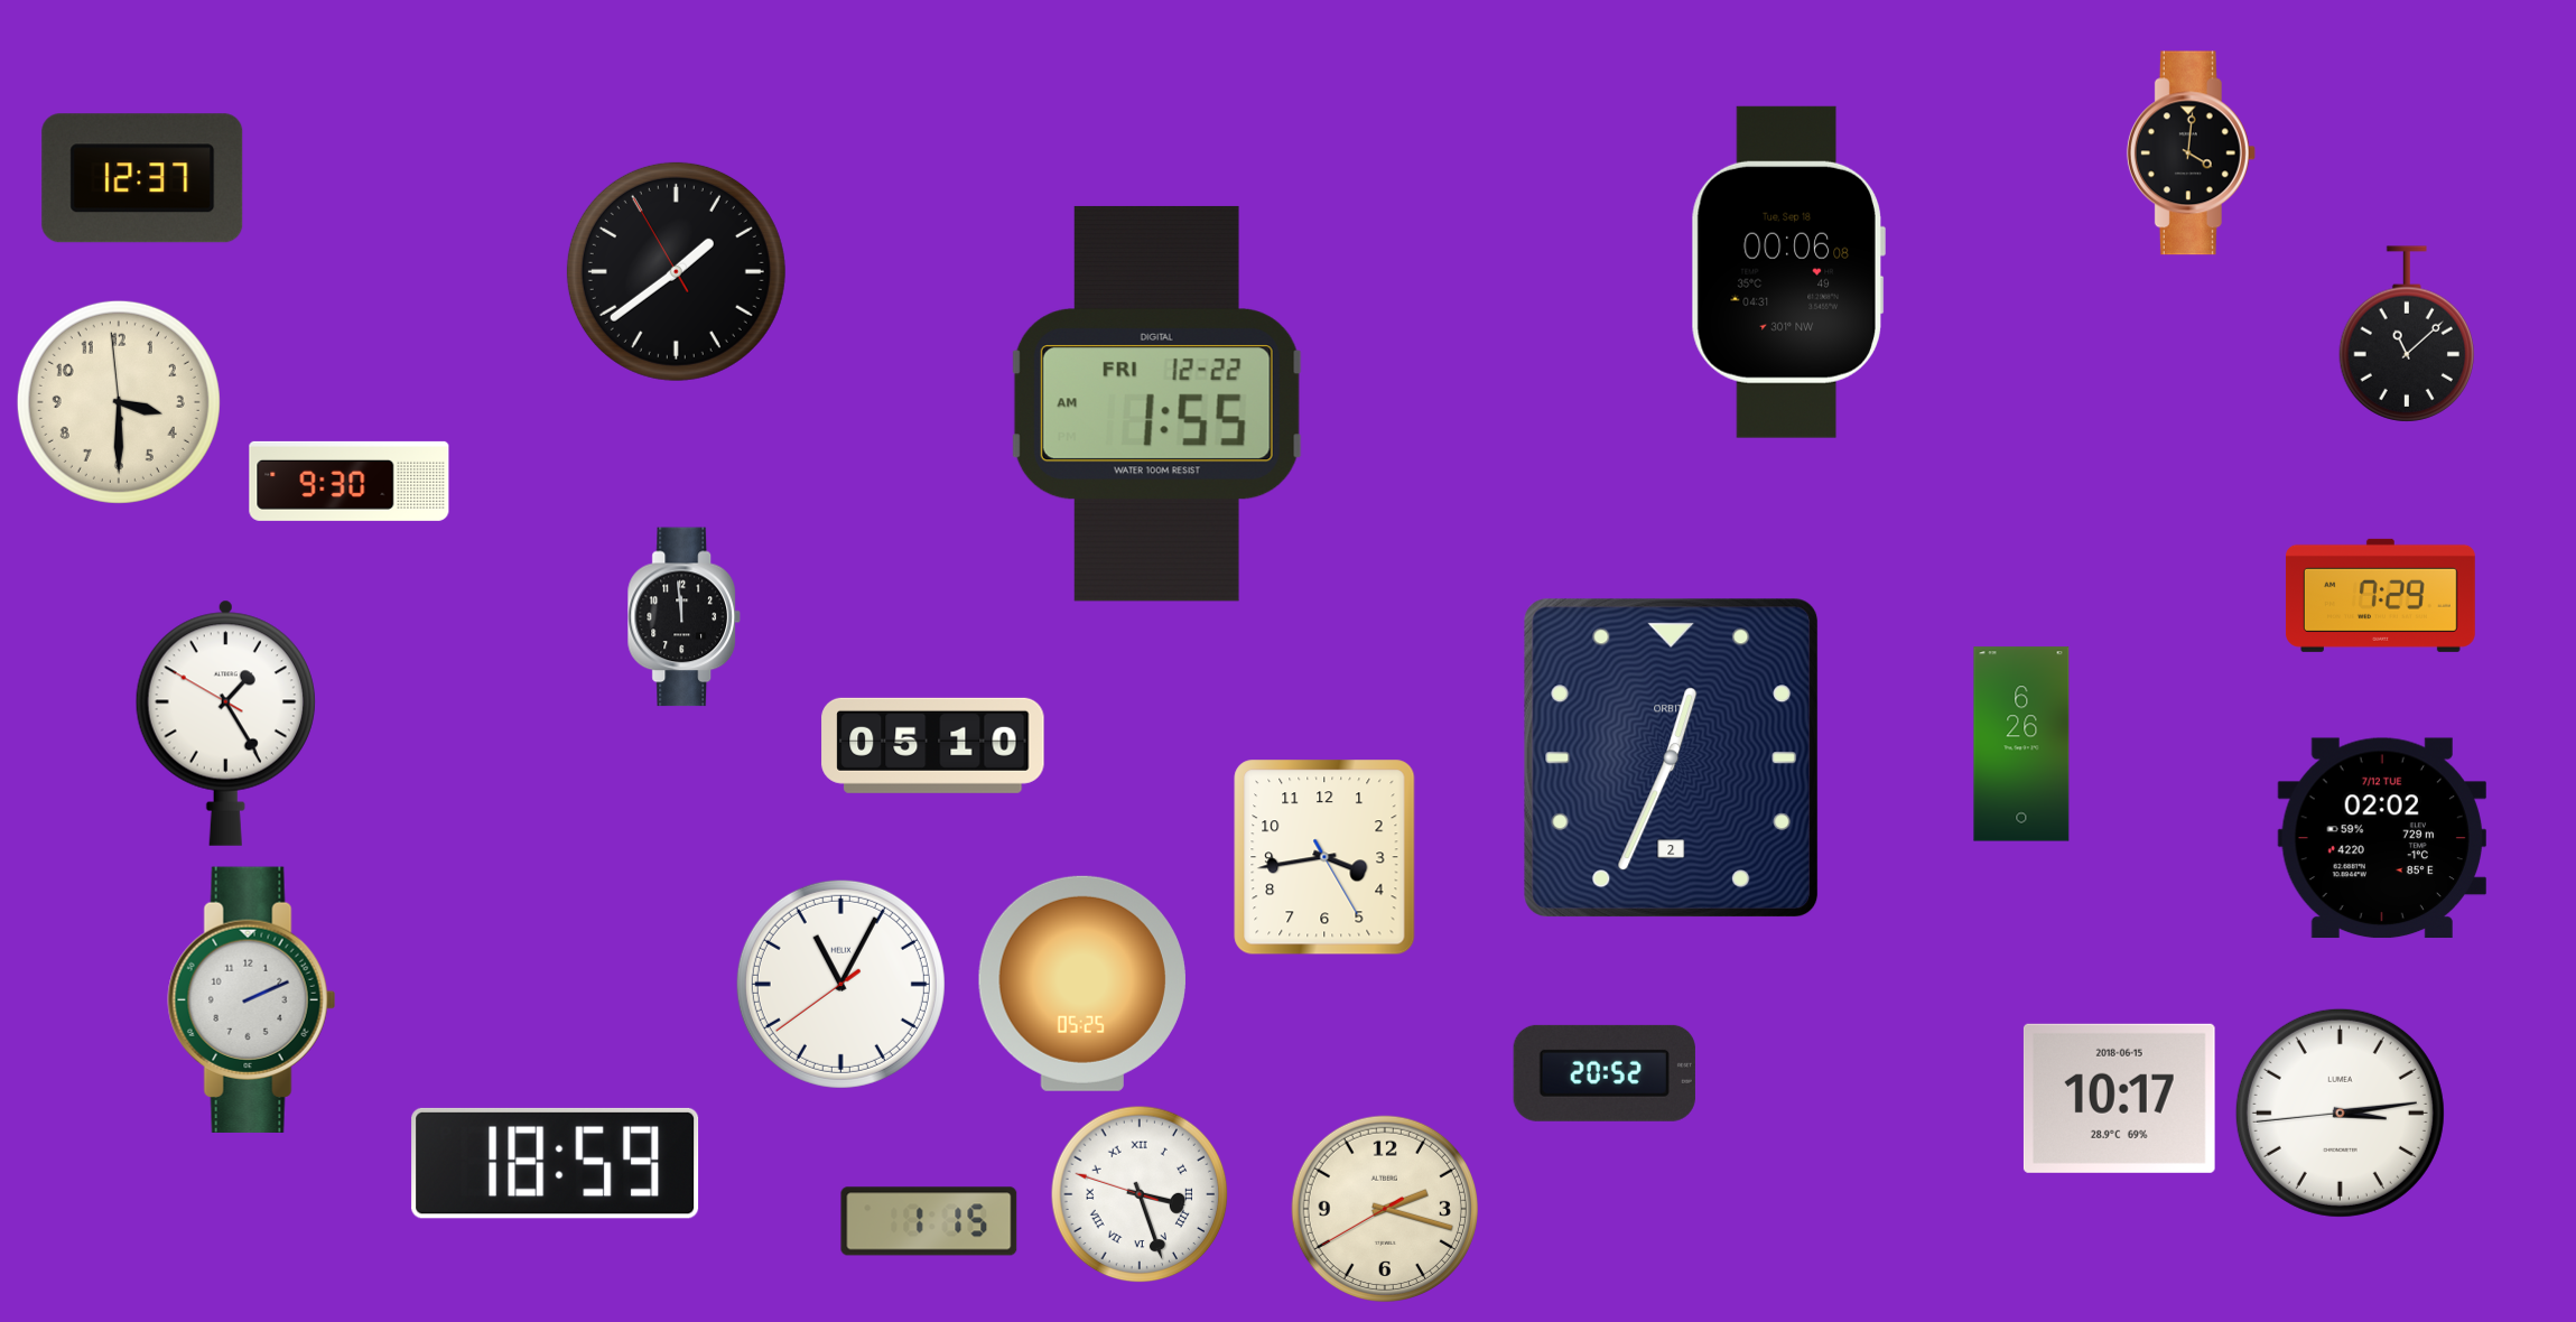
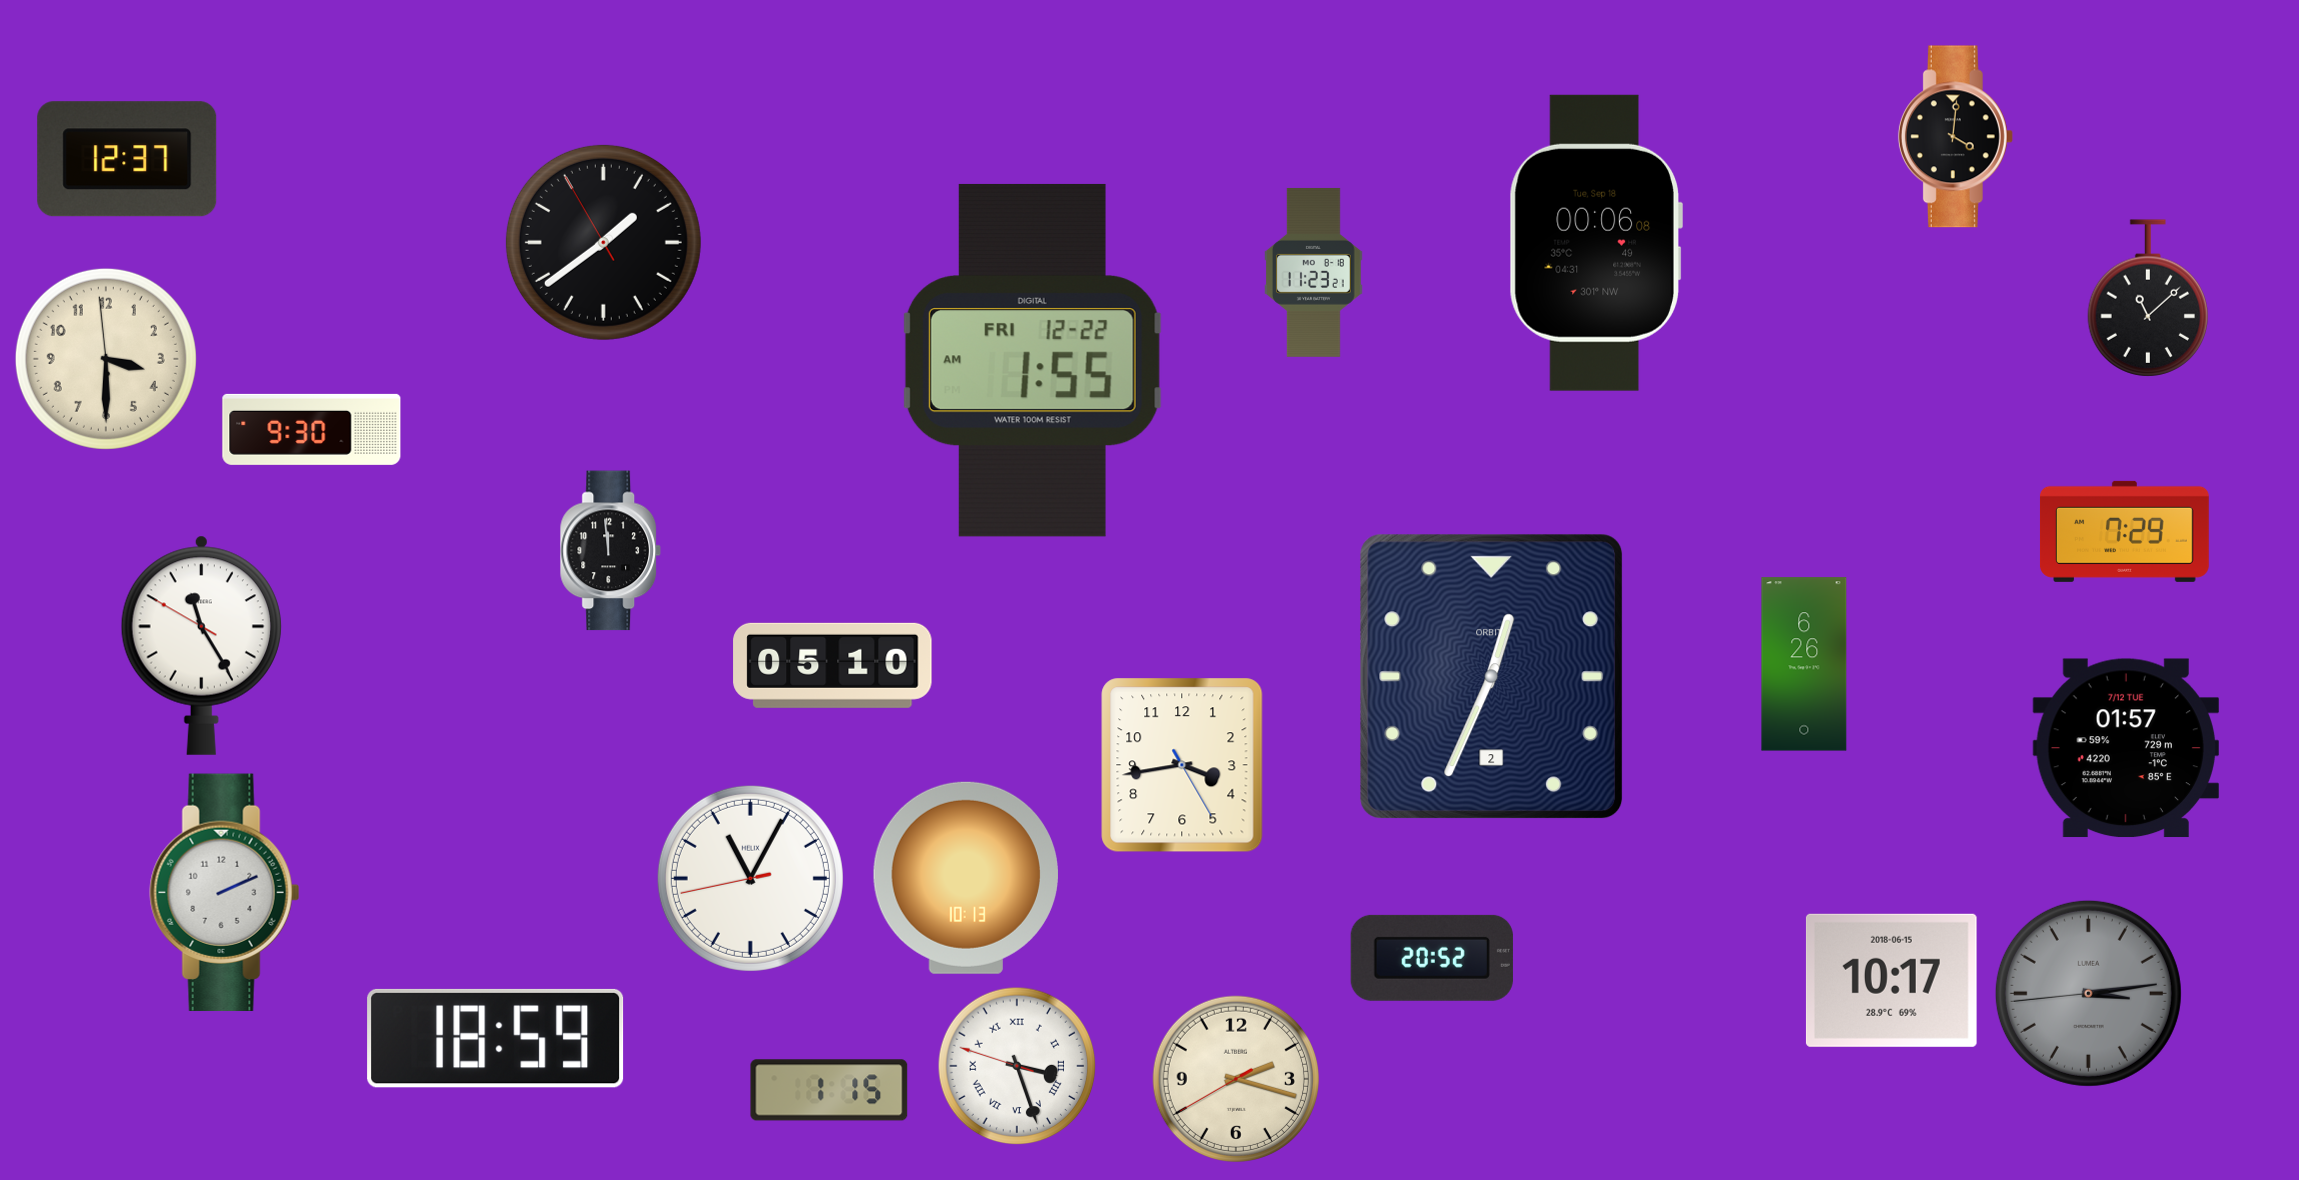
clock at (1314, 272): none -> 11:23
clock at (225, 723): 1:24 -> 11:24
clock at (2382, 838): 02:02 -> 01:57
clock at (840, 984): 11:04:39 -> 11:04:43
clock at (1082, 984): 05:25 -> 10:13
clock at (2340, 1112) dial: white -> grey
